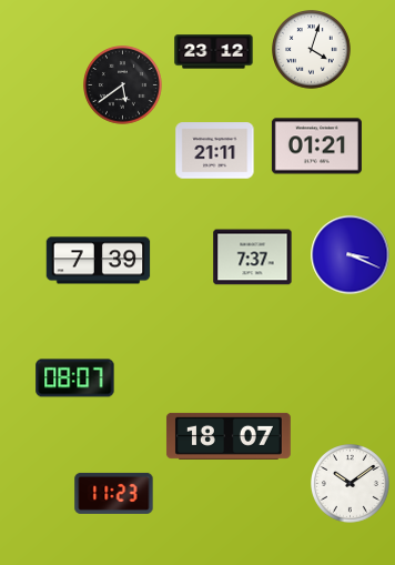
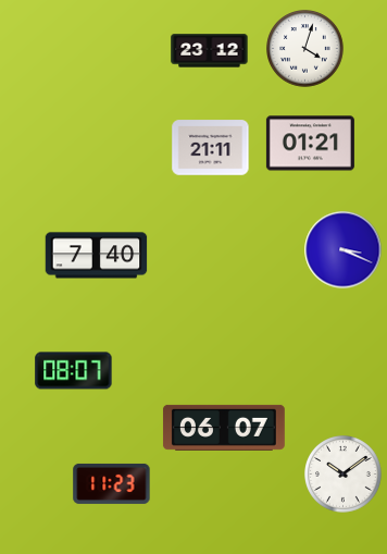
clock at (123, 85): 5:39 -> none
clock at (253, 258): 7:37 -> none
clock at (99, 261): 7:39 -> 7:40
clock at (229, 436): 18:07 -> 06:07
